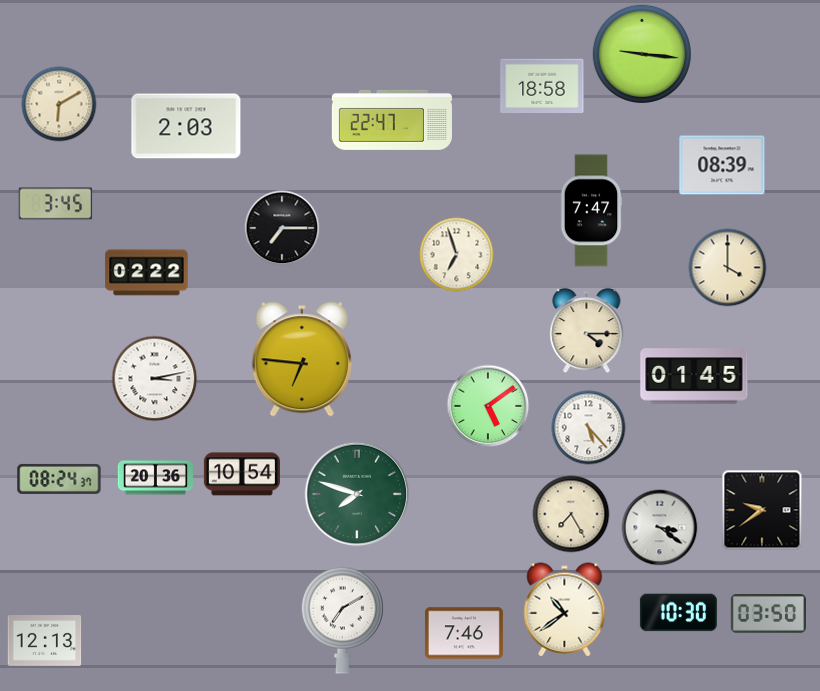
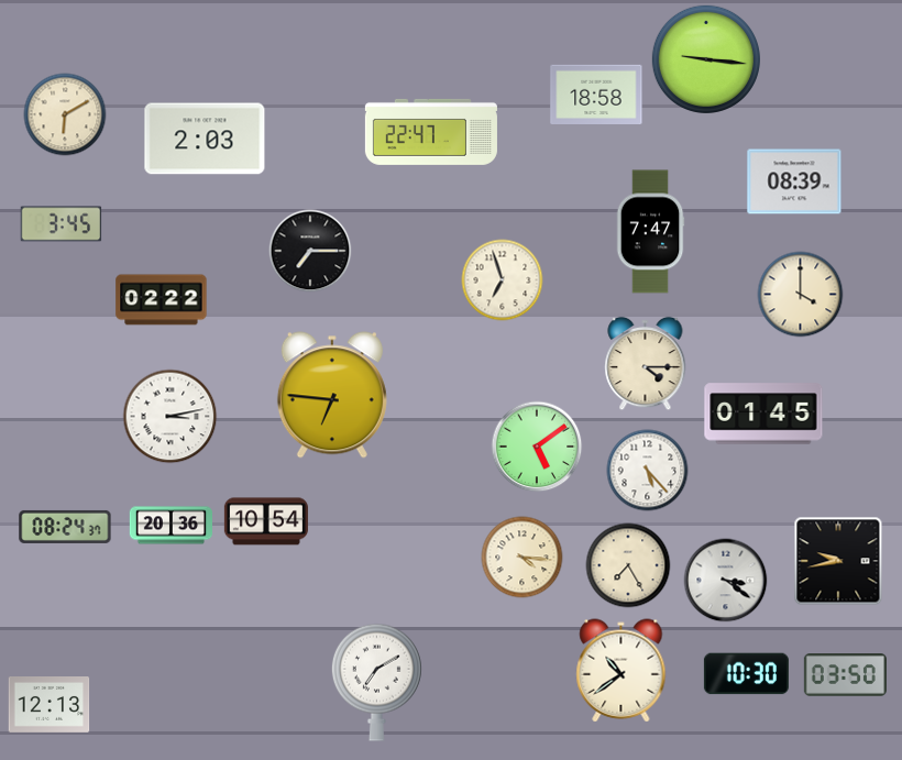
clock at (357, 494): 7:48 -> none
clock at (522, 558): none -> 4:16
clock at (762, 510): 9:39 -> 9:43
clock at (464, 633): 7:46 -> none
